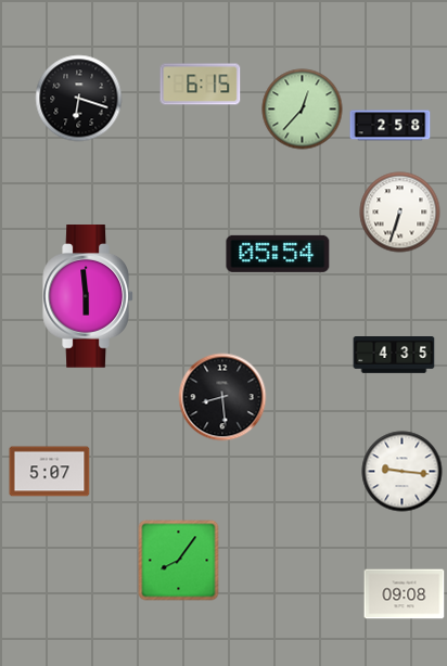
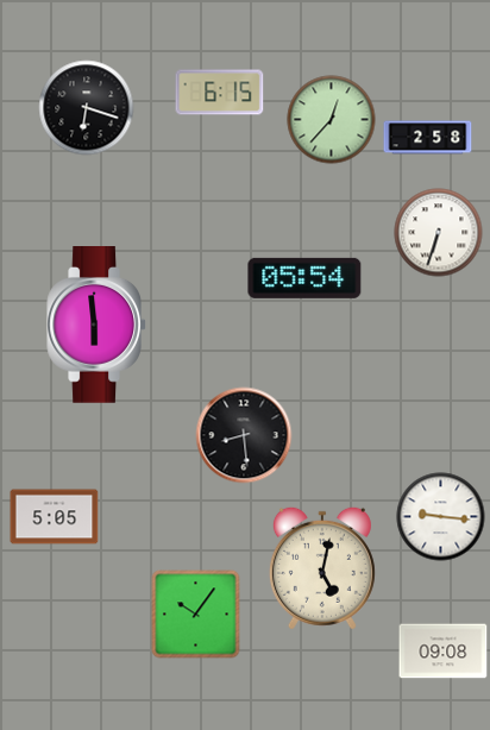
clock at (394, 355): 4:35 -> none
clock at (50, 472): 5:07 -> 5:05
clock at (322, 568): none -> 5:02
clock at (179, 561): 8:06 -> 10:06
